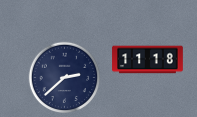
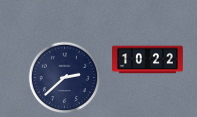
clock at (148, 60): 11:18 -> 10:22
